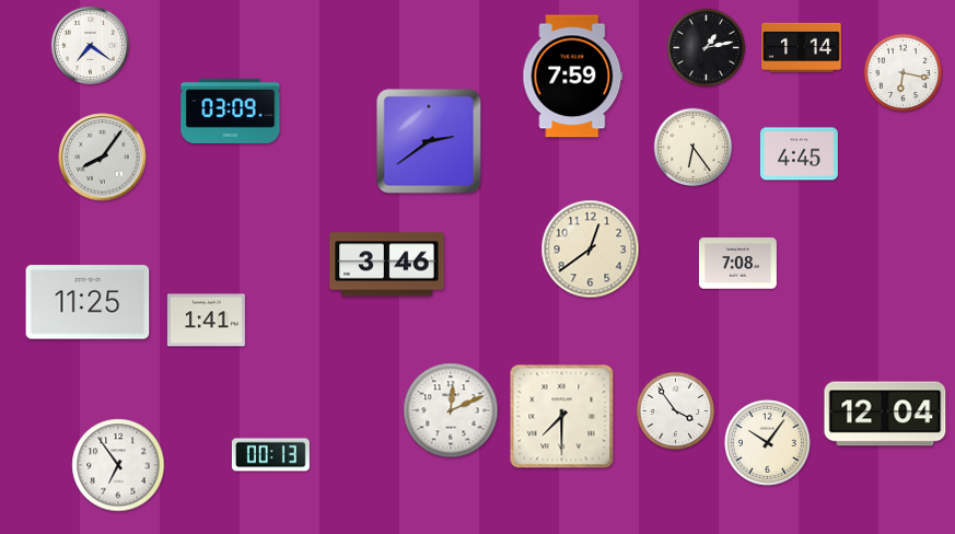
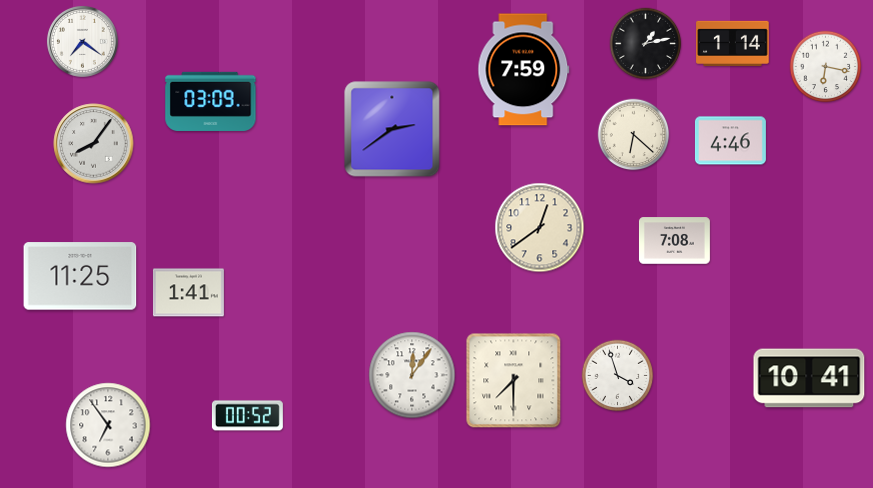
clock at (694, 148): 6:24 -> 6:22
clock at (799, 154): 4:45 -> 4:46
clock at (387, 265): 3:46 -> none
clock at (451, 410): 12:11 -> 12:06
clock at (676, 411): 3:54 -> 3:57
clock at (885, 414): 12:04 -> 10:41
clock at (768, 443): 10:06 -> none
clock at (270, 455): 00:13 -> 00:52
